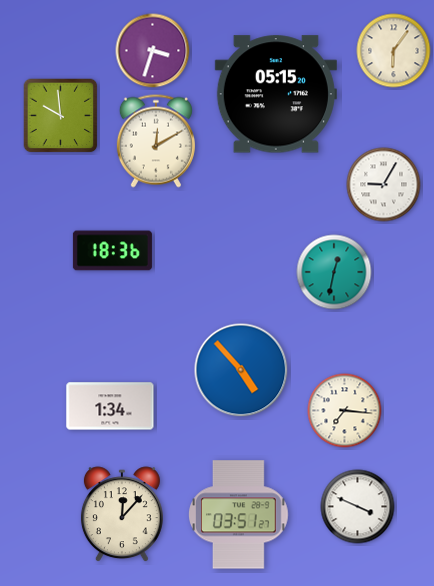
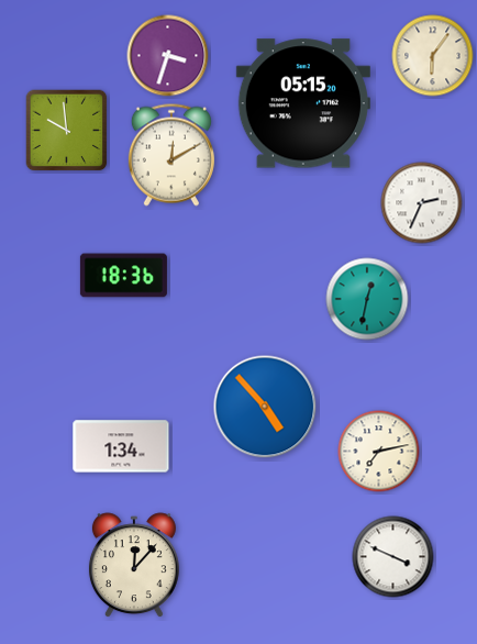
clock at (61, 116) position: (61, 116) -> (67, 131)
clock at (384, 185): 9:05 -> 2:34
clock at (345, 411): 7:16 -> 7:13
clock at (239, 515): 03:51 -> none
